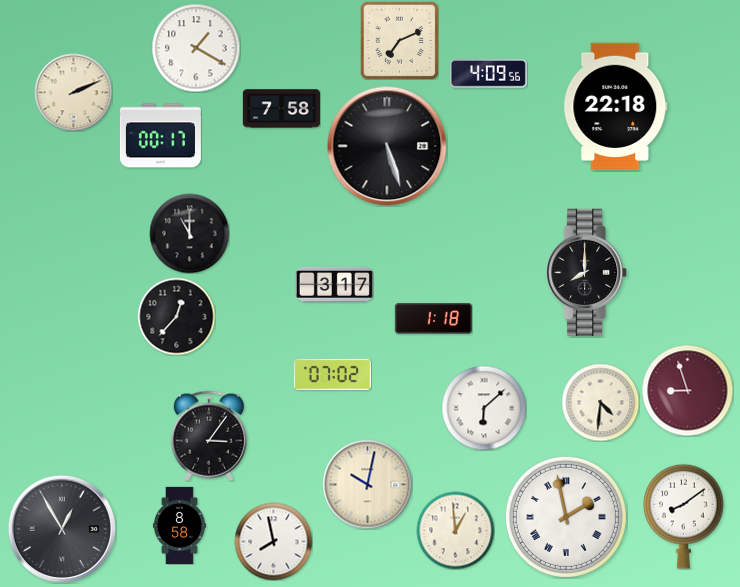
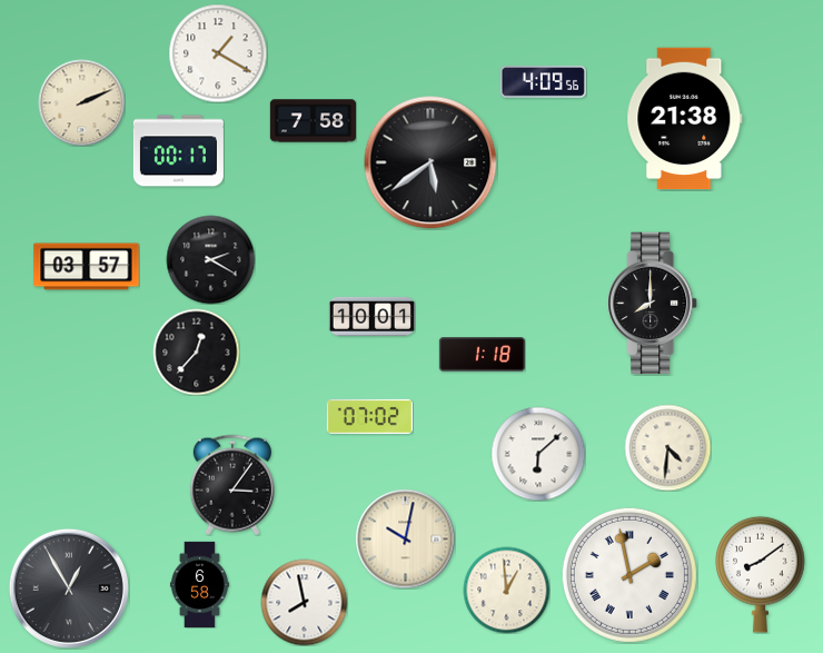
clock at (399, 40): 7:11 -> none
clock at (616, 107): 22:18 -> 21:38
clock at (387, 146): 5:27 -> 5:39
clock at (189, 233): 11:00 -> 2:20
clock at (87, 267): none -> 03:57
clock at (334, 284): 3:17 -> 10:01
clock at (687, 390): 8:57 -> none
clock at (367, 484) position: (367, 484) -> (405, 538)
clock at (179, 525): 8:58 -> 6:58
